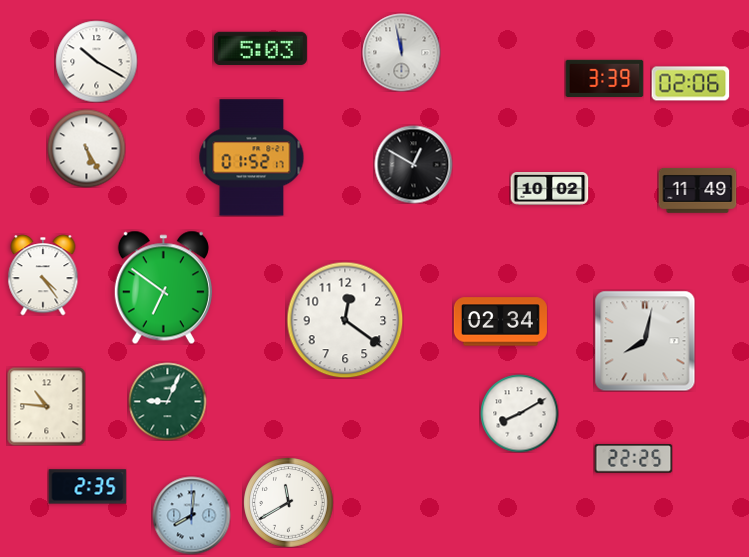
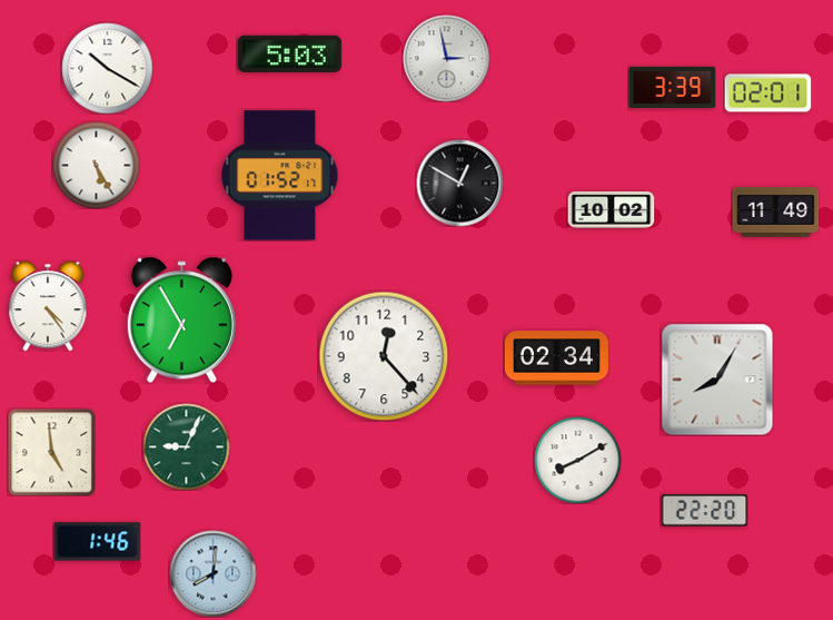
clock at (401, 52): 11:58 -> 2:58
clock at (690, 84): 02:06 -> 02:01
clock at (163, 287): 6:51 -> 6:55
clock at (345, 320): 12:21 -> 12:23
clock at (645, 341): 8:02 -> 8:05
clock at (46, 406): 10:46 -> 4:59
clock at (633, 459): 22:25 -> 22:20
clock at (87, 487): 2:35 -> 1:46
clock at (288, 502): 11:40 -> none
